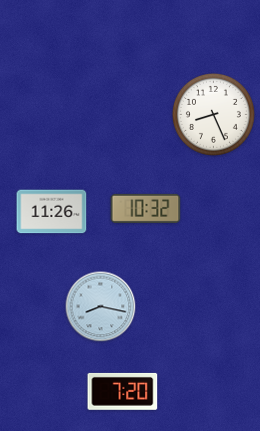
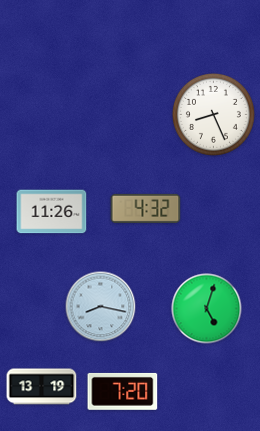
clock at (146, 208): 10:32 -> 4:32
clock at (207, 309): none -> 5:03
clock at (42, 387): none -> 13:19
